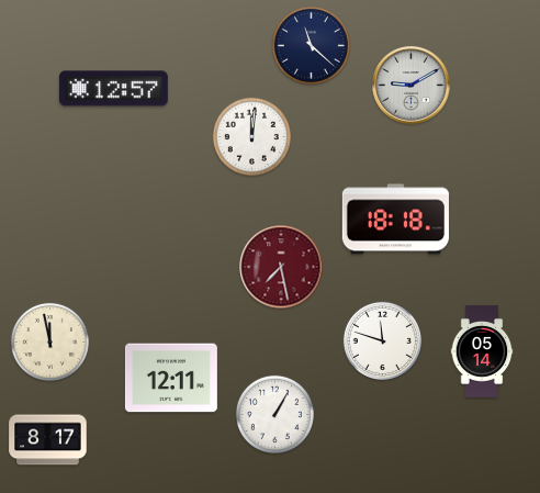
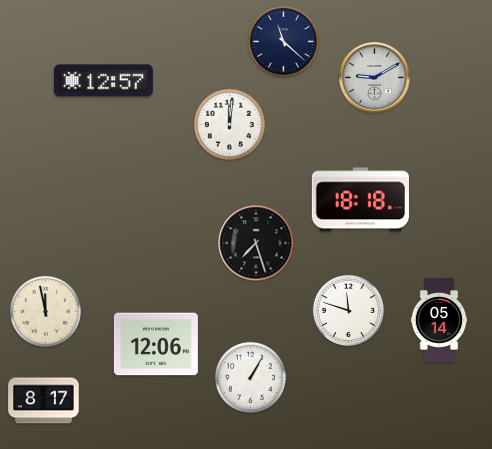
clock at (281, 267): 7:28 -> 7:27
clock at (281, 267) dial: burgundy -> black
clock at (171, 378): 12:11 -> 12:06
